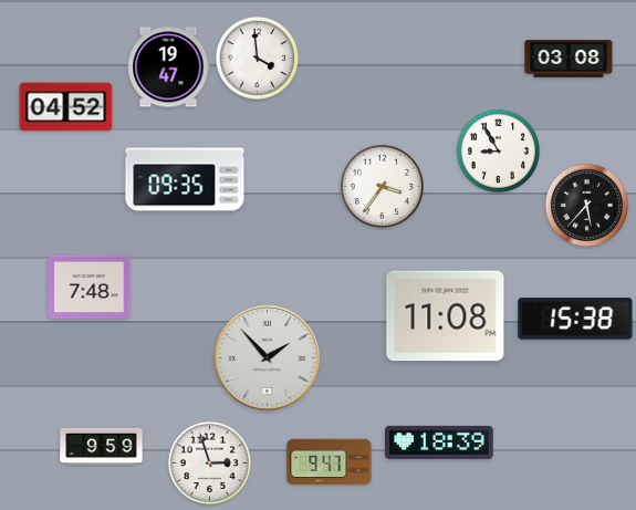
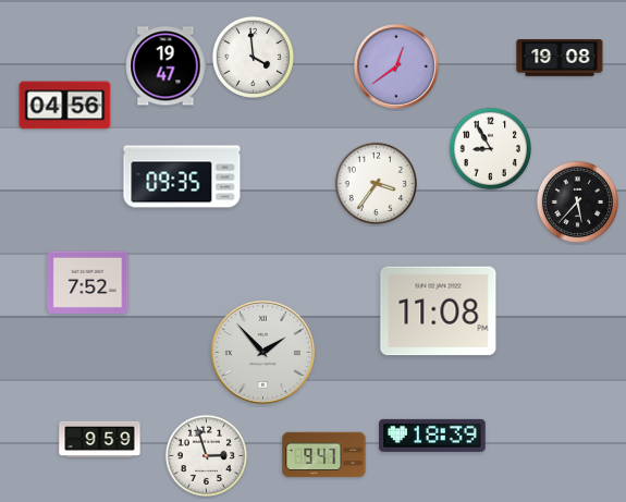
clock at (569, 60): 03:08 -> 19:08
clock at (396, 66): none -> 12:39
clock at (66, 107): 04:52 -> 04:56
clock at (90, 287): 7:48 -> 7:52
clock at (575, 319): 15:38 -> none
